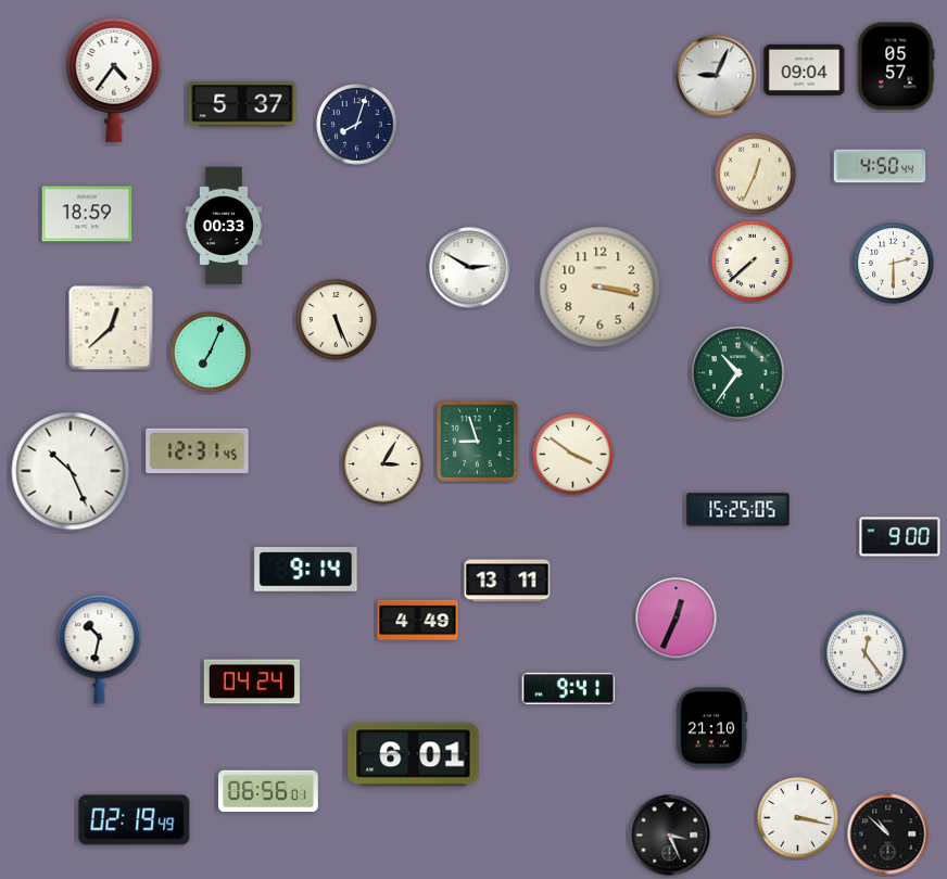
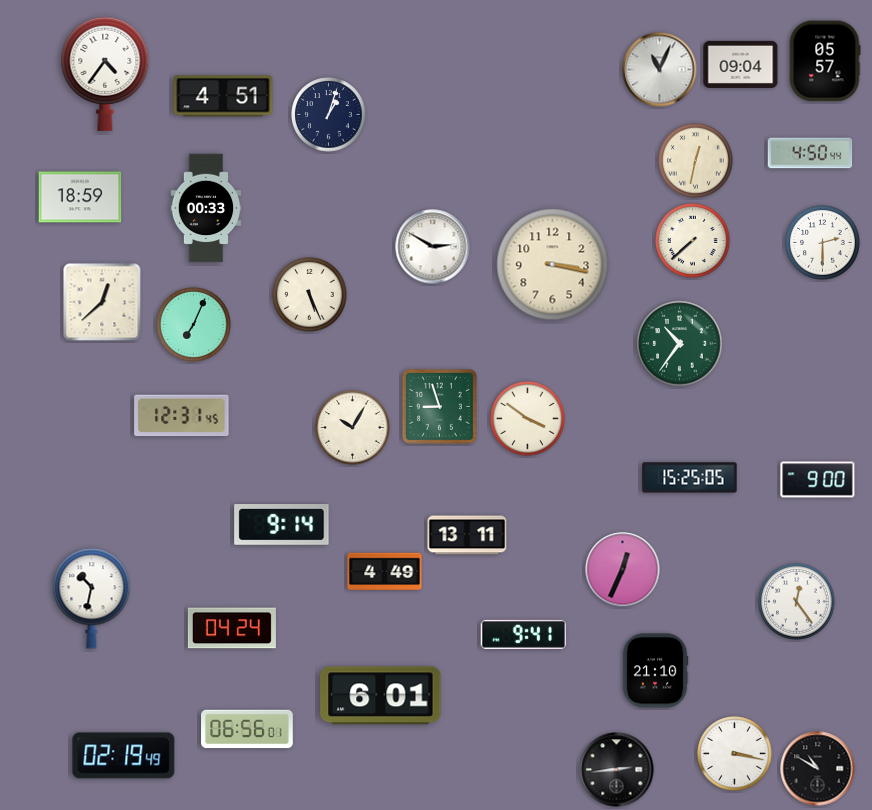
clock at (717, 76): 9:04 -> 11:04
clock at (242, 104): 5:37 -> 4:51
clock at (357, 125): 8:03 -> 1:03
clock at (756, 175): 12:34 -> 12:32
clock at (383, 464): 3:05 -> 10:05
clock at (71, 471): 10:26 -> none
clock at (738, 510) position: (738, 510) -> (690, 478)
clock at (900, 537) position: (900, 537) -> (818, 480)
clock at (888, 835): 10:52 -> 10:50
clock at (670, 836): 3:26 -> 2:44
